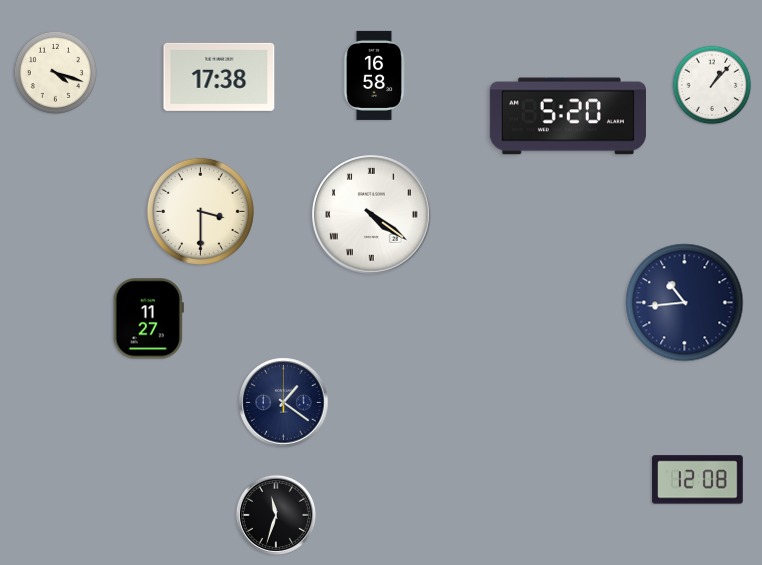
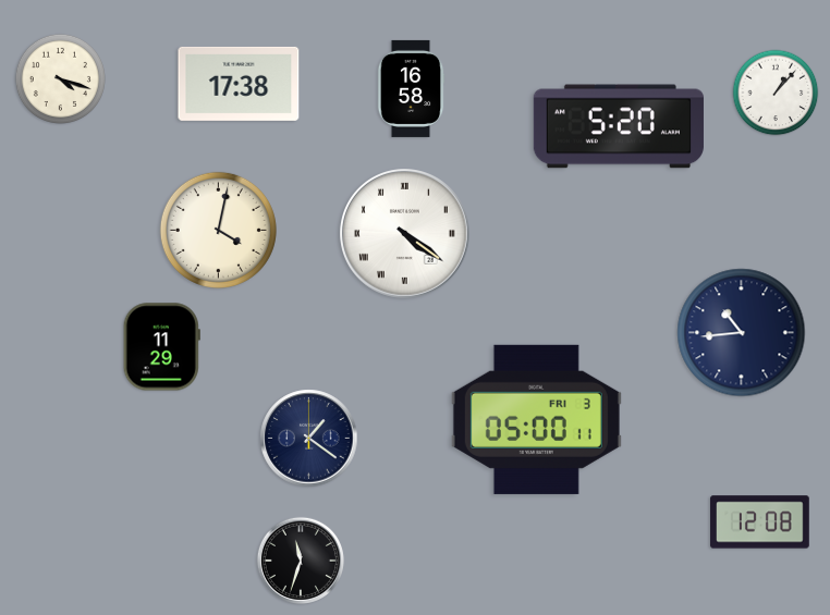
clock at (374, 75) position: (374, 75) -> (411, 88)
clock at (200, 211): 3:30 -> 4:02
clock at (685, 303) position: (685, 303) -> (742, 333)
clock at (148, 319): 11:27 -> 11:29
clock at (536, 419): none -> 05:00
